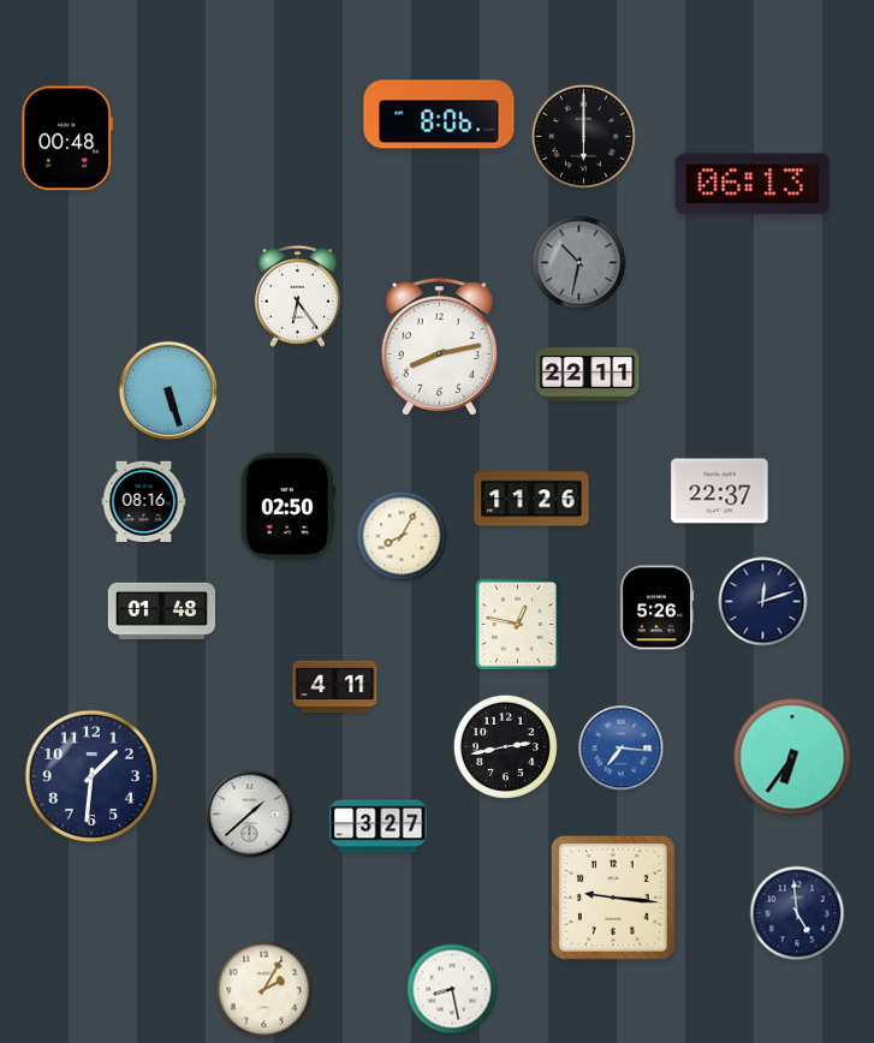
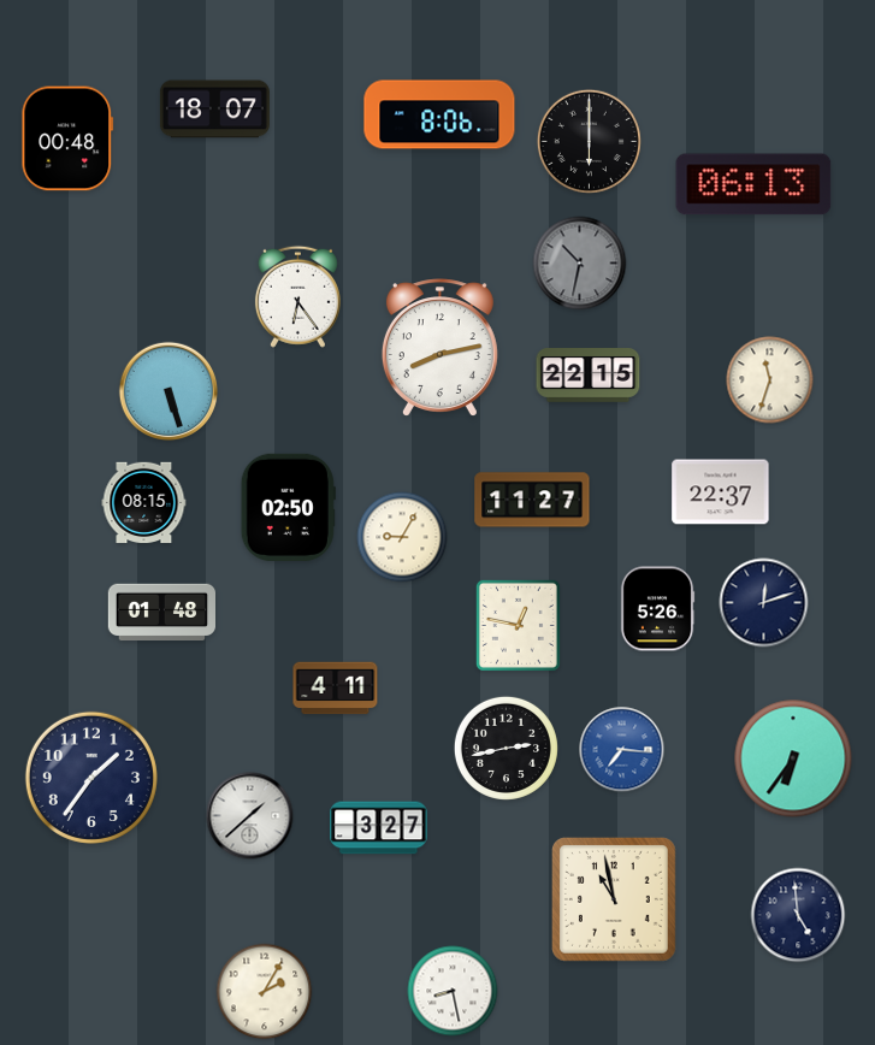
clock at (214, 110): none -> 18:07
clock at (583, 136) position: (583, 136) -> (589, 141)
clock at (588, 375): 22:11 -> 22:15
clock at (770, 380): none -> 11:33
clock at (531, 499): 11:26 -> 11:27
clock at (144, 501): 08:16 -> 08:15
clock at (402, 536): 8:05 -> 9:05
clock at (91, 776): 1:31 -> 1:36
clock at (613, 898): 9:16 -> 10:58
